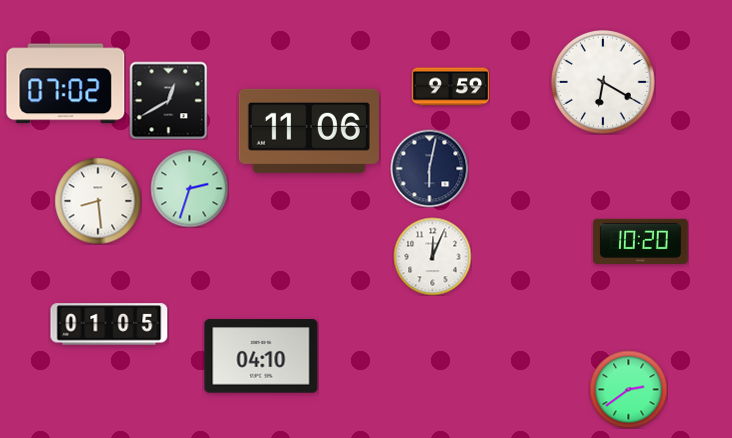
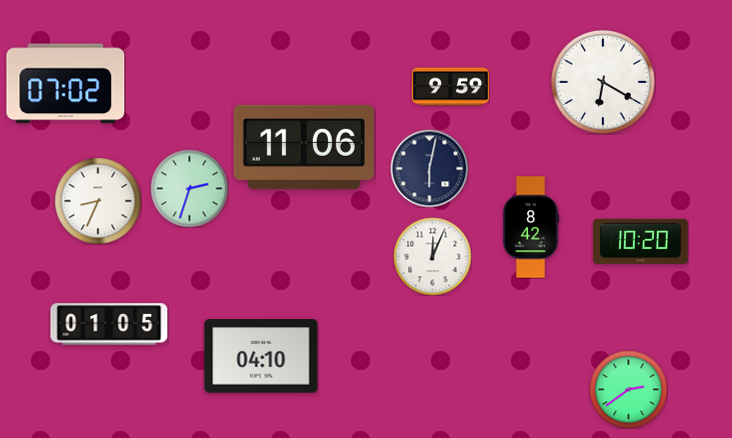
clock at (168, 100): 12:40 -> none
clock at (309, 131) position: (309, 131) -> (304, 147)
clock at (98, 201): 8:29 -> 8:34
clock at (531, 227): none -> 8:42
